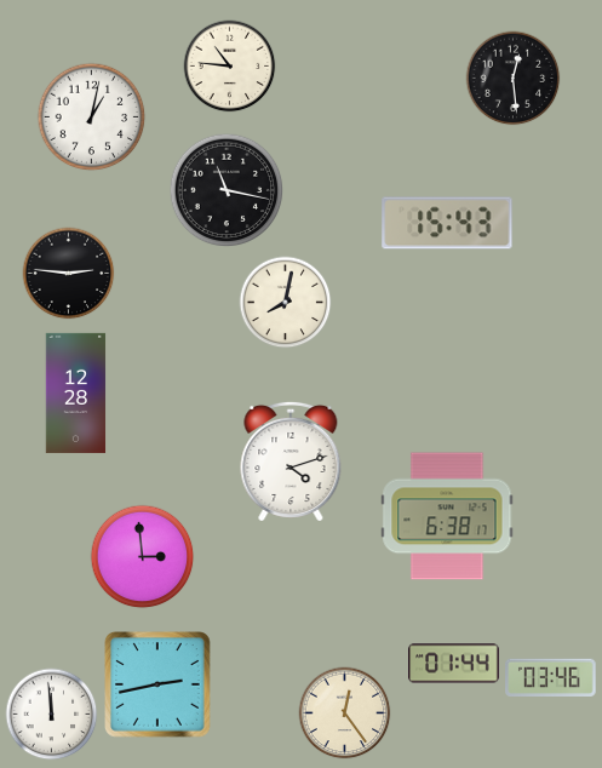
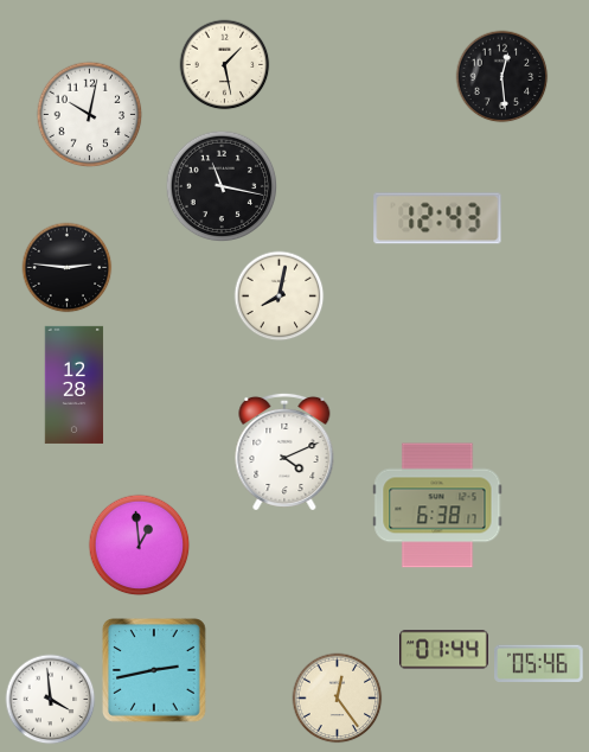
clock at (230, 67): 10:46 -> 1:28
clock at (92, 118): 1:02 -> 10:02
clock at (447, 223): 15:43 -> 12:43
clock at (291, 462): 4:12 -> 4:11
clock at (143, 557): 2:59 -> 12:59
clock at (551, 677): 03:46 -> 05:46
clock at (52, 715): 11:59 -> 3:59
